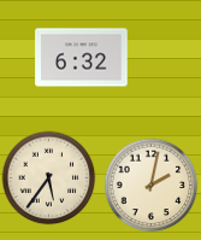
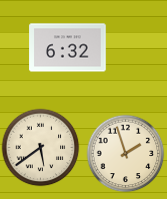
clock at (48, 177): 5:36 -> 5:39
clock at (150, 185): 2:02 -> 1:57
